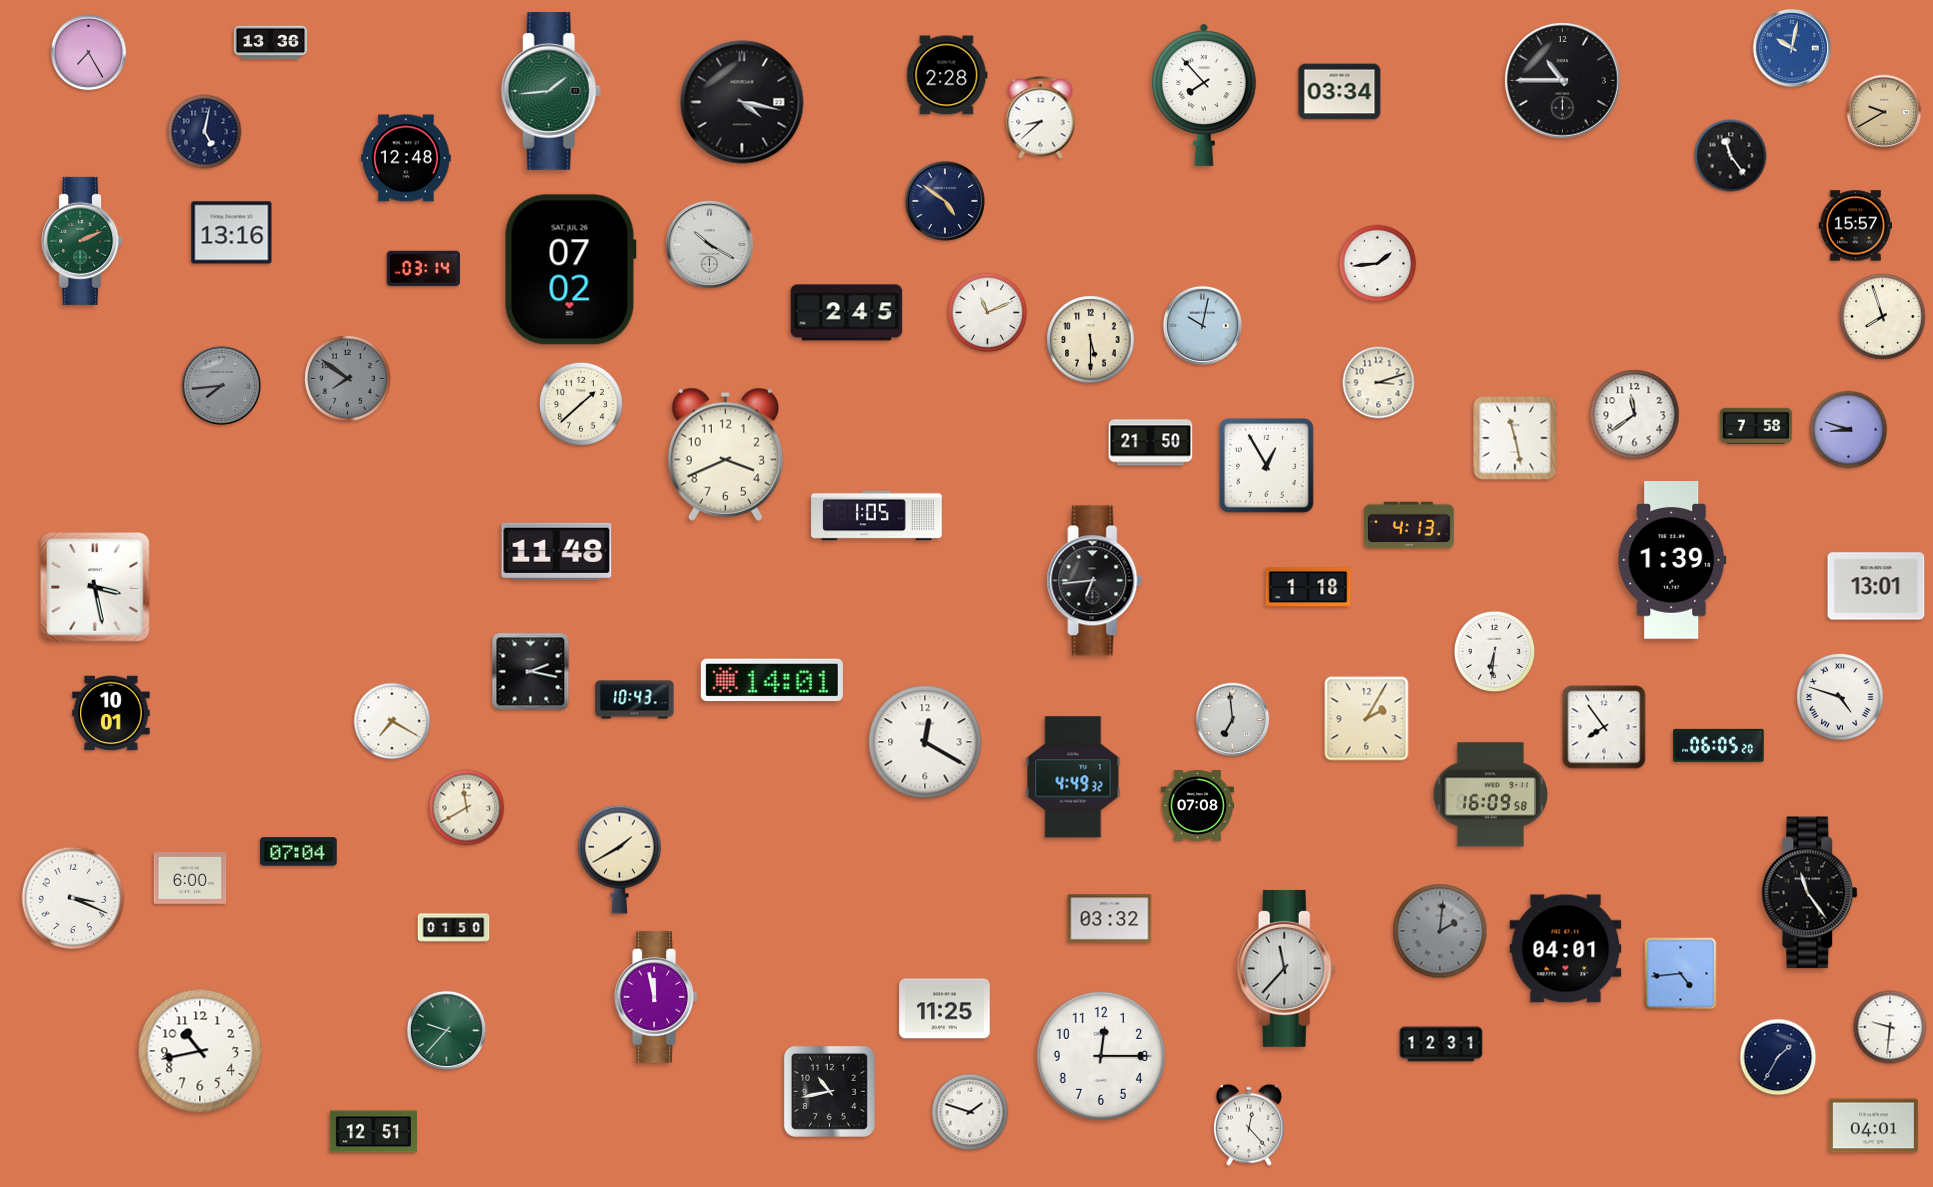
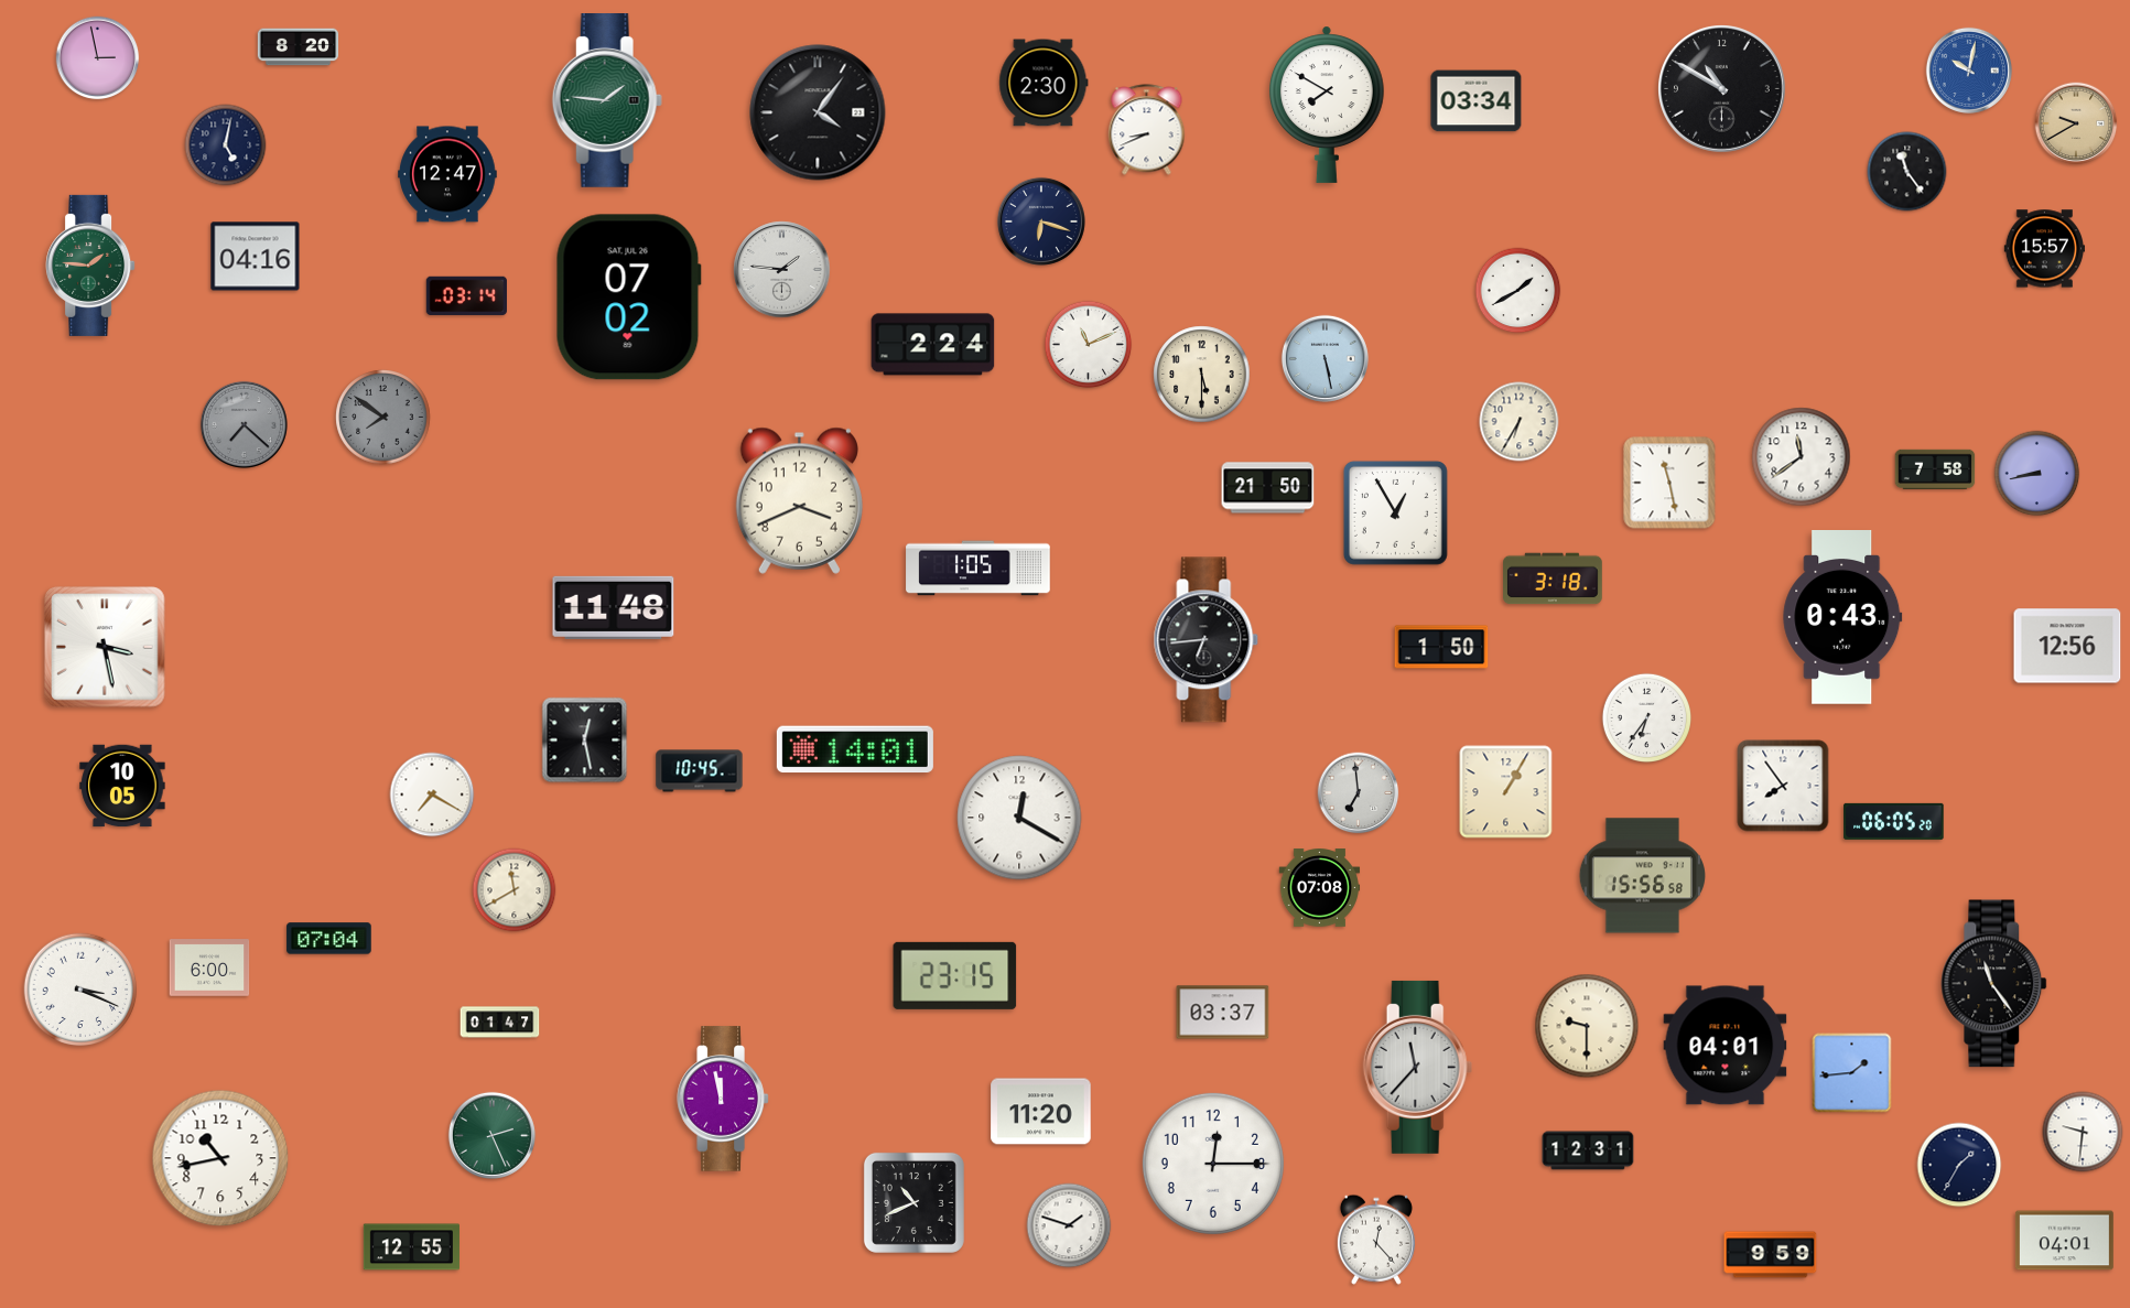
clock at (271, 43): 13:36 -> 8:20
clock at (1792, 48) position: (1792, 48) -> (1969, 71)
clock at (89, 53): 7:25 -> 2:58
clock at (947, 75): 2:28 -> 2:30
clock at (1563, 81): 10:45 -> 10:50
clock at (551, 92): 1:44 -> 1:46
clock at (1204, 95): 7:53 -> 7:50
clock at (742, 102): 4:17 -> 4:06
clock at (1041, 118): 8:38 -> 8:41
clock at (406, 158): 12:48 -> 12:47
clock at (945, 201): 4:51 -> 6:18
clock at (232, 233): 13:16 -> 04:16
clock at (82, 241): 2:11 -> 1:46
clock at (710, 245): 10:20 -> 1:46
clock at (1378, 264): 1:44 -> 1:40
clock at (847, 313): 2:45 -> 2:24
clock at (1883, 317): 7:57 -> none
clock at (1202, 325): 10:02 -> 5:28
clock at (1379, 383): 3:12 -> 6:35
clock at (221, 385): 7:44 -> 7:22
clock at (581, 404): 1:38 -> none
clock at (1849, 430): 8:48 -> 8:43
clock at (877, 516) position: (877, 516) -> (978, 569)
clock at (1409, 525): 4:13 -> 3:18
clock at (1672, 561): 1:39 -> 0:43
clock at (1876, 586): 13:01 -> 12:56
clock at (1308, 587): 1:18 -> 1:50
clock at (1494, 651): 6:31 -> 6:36
clock at (531, 672): 2:17 -> 12:28
clock at (772, 680) position: (772, 680) -> (855, 749)
clock at (1840, 697): 4:48 -> none
clock at (635, 700): 10:43 -> 10:45
clock at (111, 713): 10:01 -> 10:05
clock at (1367, 719): 2:05 -> 1:05
clock at (1604, 727) position: (1604, 727) -> (1783, 786)
clock at (1073, 777): 4:49 -> none
clock at (1490, 795): 16:09 -> 15:56
clock at (619, 859): 1:40 -> none
clock at (955, 975): none -> 23:15
clock at (1110, 919): 03:32 -> 03:37
clock at (454, 928): 01:50 -> 01:47
clock at (1440, 931): 2:01 -> 9:30
clock at (1440, 931) dial: grey -> cream
clock at (1681, 974): 4:44 -> 1:44
clock at (945, 1009): 11:25 -> 11:20
clock at (446, 1030): 9:37 -> 2:26
clock at (829, 1091): 10:43 -> 10:41
clock at (373, 1132): 12:51 -> 12:55
clock at (1771, 1255): none -> 9:59
